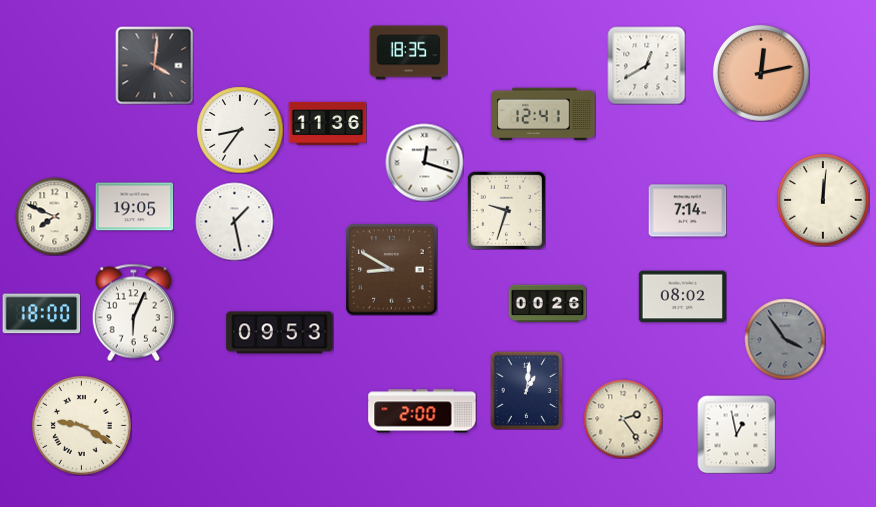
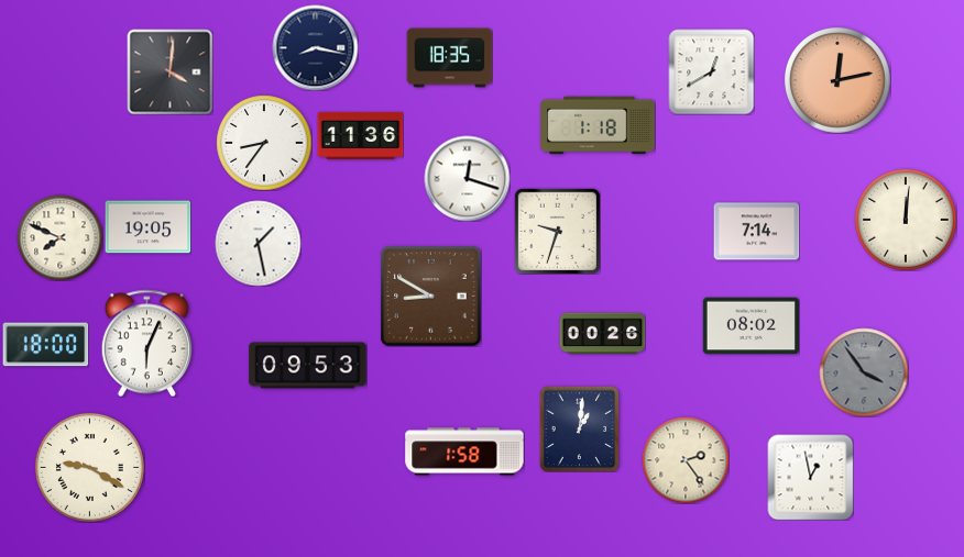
clock at (315, 47): none -> 8:17
clock at (543, 114): 12:41 -> 1:18
clock at (422, 411): 2:00 -> 1:58
